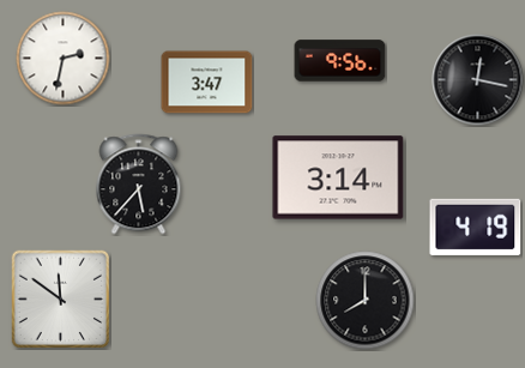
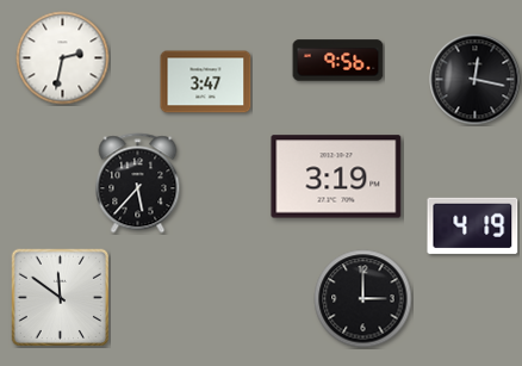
clock at (338, 177): 3:14 -> 3:19
clock at (366, 301): 8:00 -> 3:00
